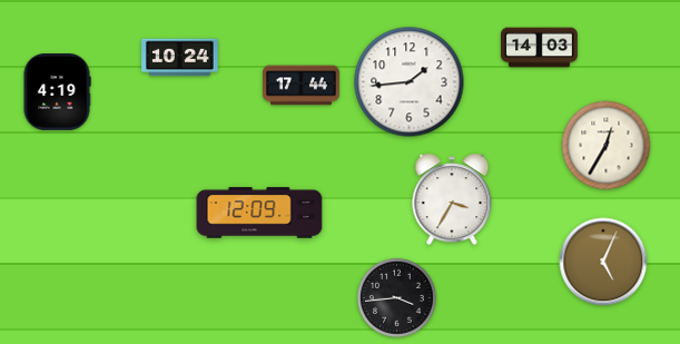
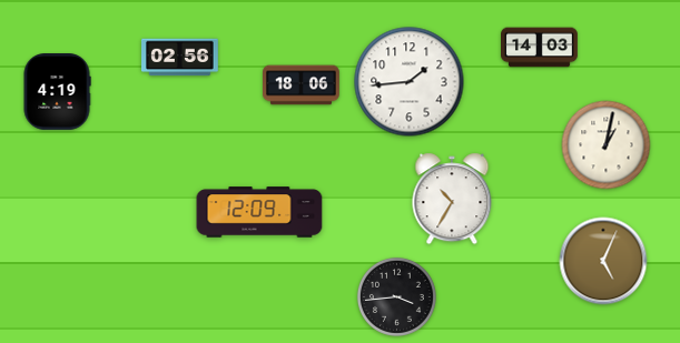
clock at (180, 58): 10:24 -> 02:56
clock at (302, 86): 17:44 -> 18:06
clock at (607, 146): 12:35 -> 1:02
clock at (452, 199): 3:35 -> 10:35
